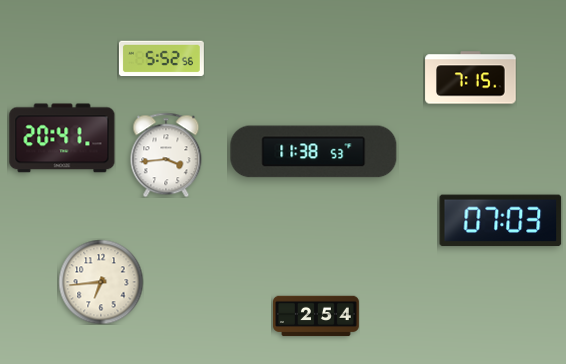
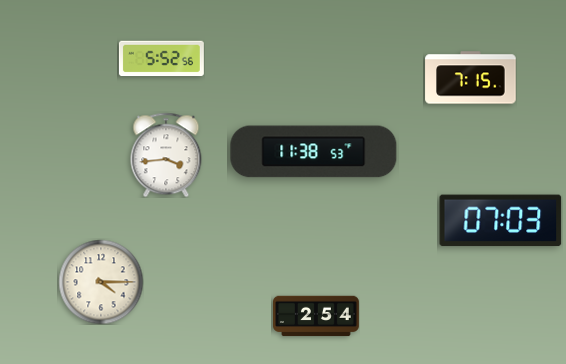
clock at (62, 138): 20:41 -> none
clock at (101, 282): 6:44 -> 4:15
